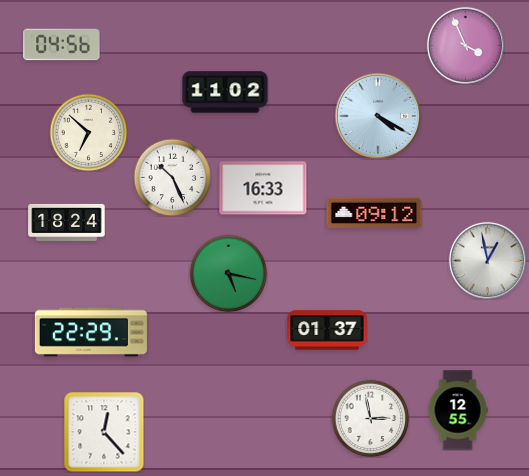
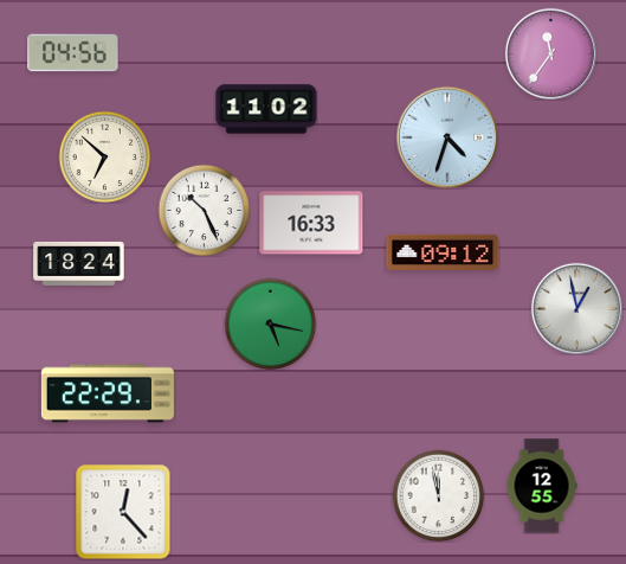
clock at (465, 45): 3:56 -> 11:36
clock at (378, 116): 4:20 -> 4:33
clock at (327, 330): 01:37 -> none
clock at (370, 418): 2:58 -> 11:58
